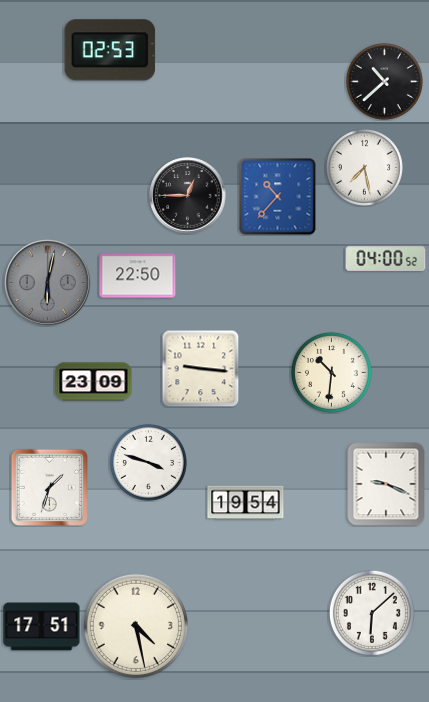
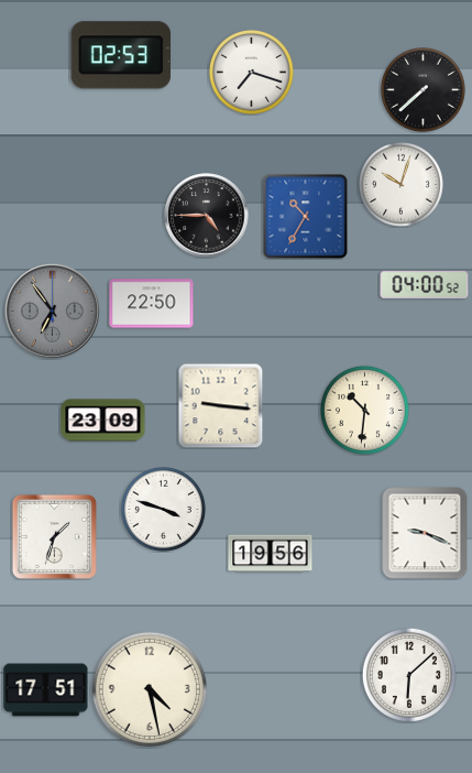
clock at (251, 72): none -> 7:18
clock at (384, 81): 10:38 -> 7:38
clock at (364, 167): 7:28 -> 10:03
clock at (188, 196): 12:45 -> 4:45
clock at (278, 197): 10:37 -> 10:35
clock at (47, 282): 6:02 -> 6:54
clock at (246, 503): 19:54 -> 19:56
